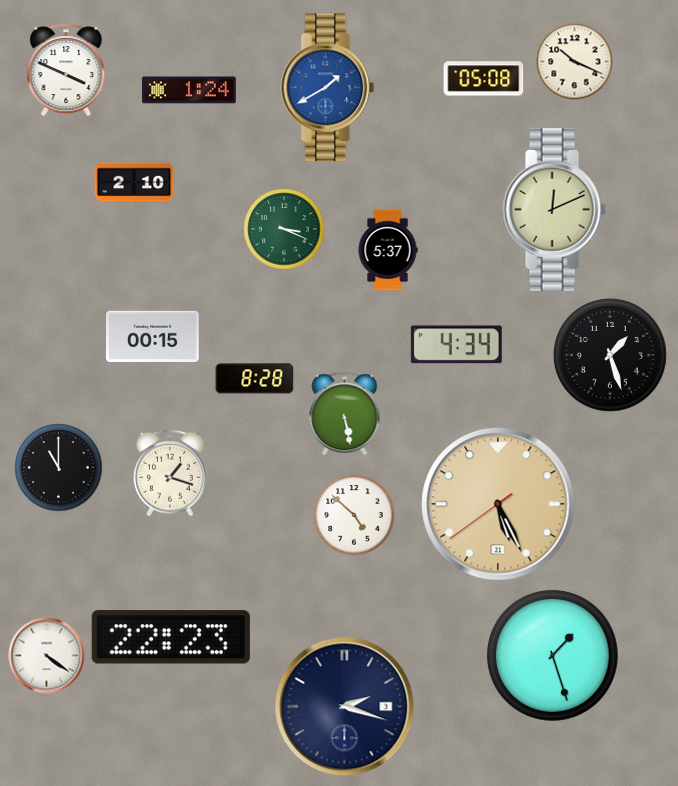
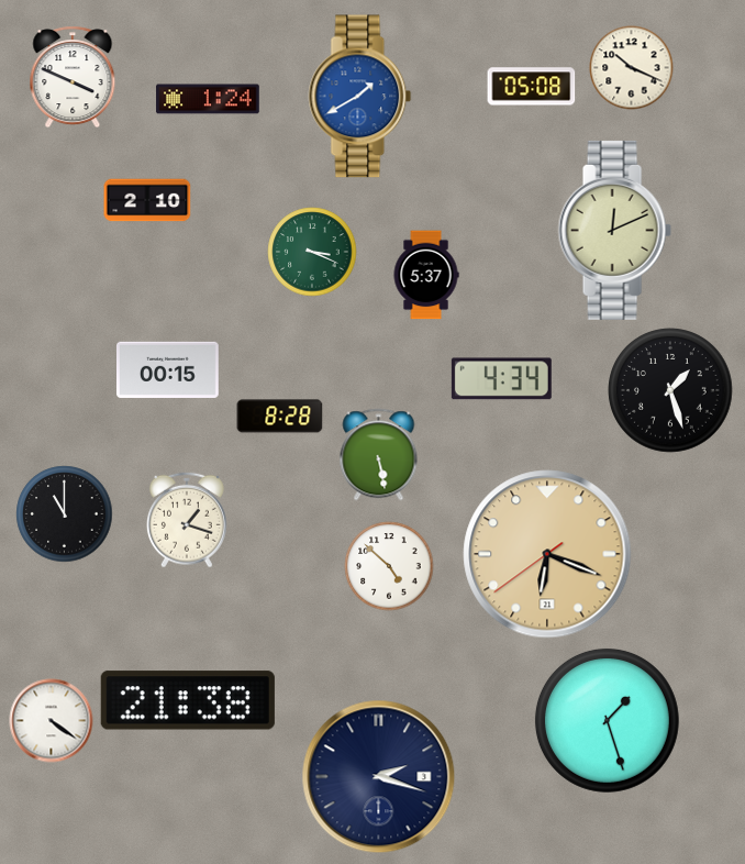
clock at (554, 209) position: (554, 209) -> (614, 230)
clock at (498, 504): 5:25 -> 6:18
clock at (171, 637): 22:23 -> 21:38
